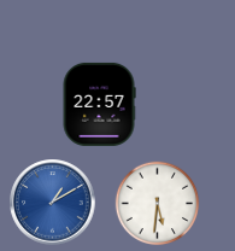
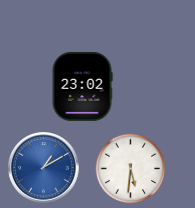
clock at (99, 104): 22:57 -> 23:02
